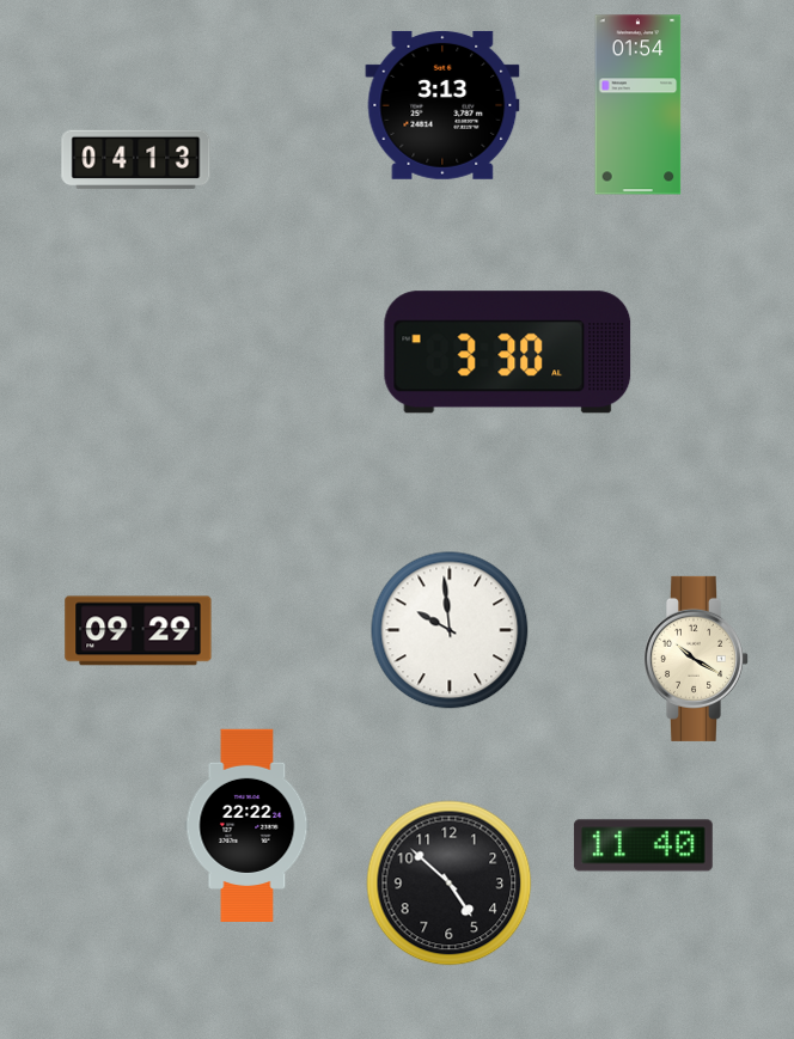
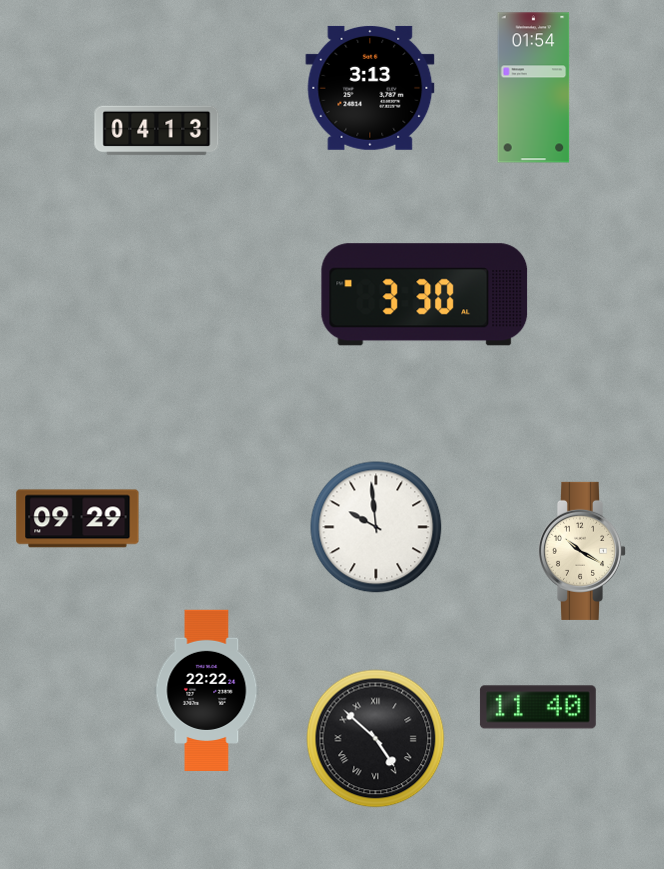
clock at (136, 160) position: (136, 160) -> (157, 131)
clock at (139, 631) position: (139, 631) -> (78, 519)
clock at (450, 884) numerals: Arabic -> Roman
